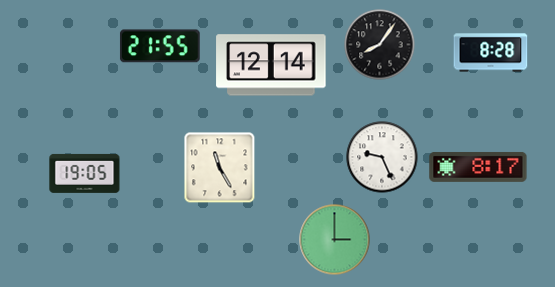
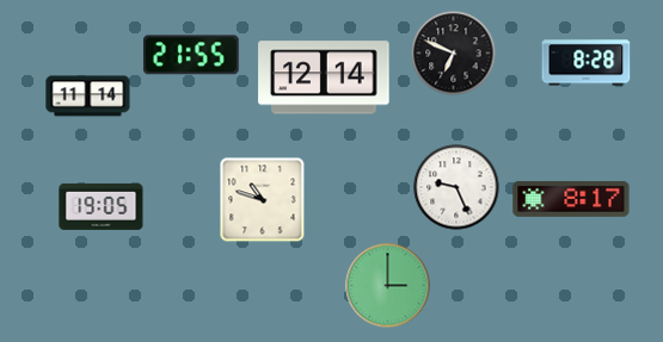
clock at (380, 45): 8:06 -> 6:49
clock at (88, 97): none -> 11:14
clock at (220, 168): 11:25 -> 10:48
clock at (335, 240) position: (335, 240) -> (388, 286)
